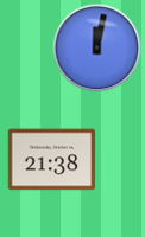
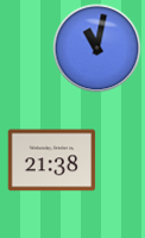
clock at (97, 49): 12:02 -> 11:02
